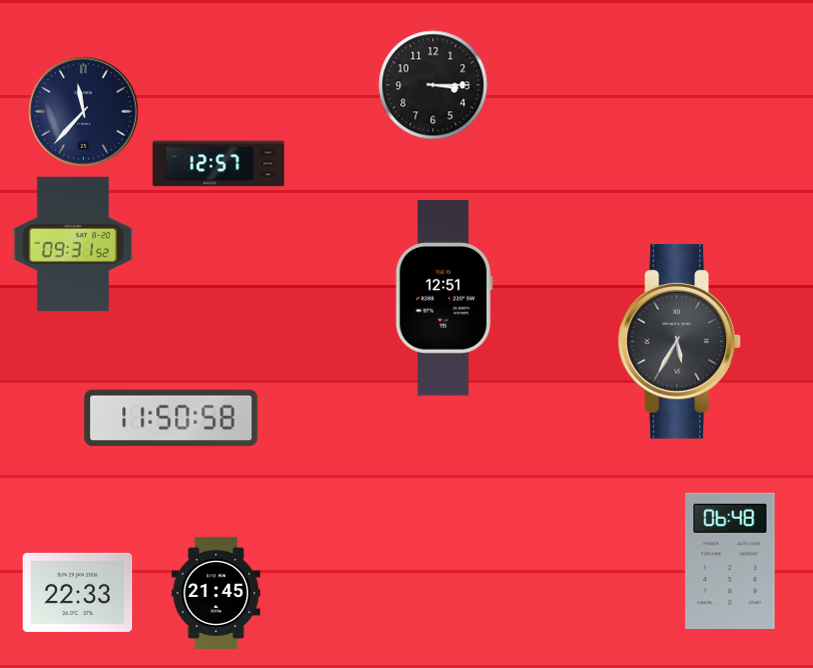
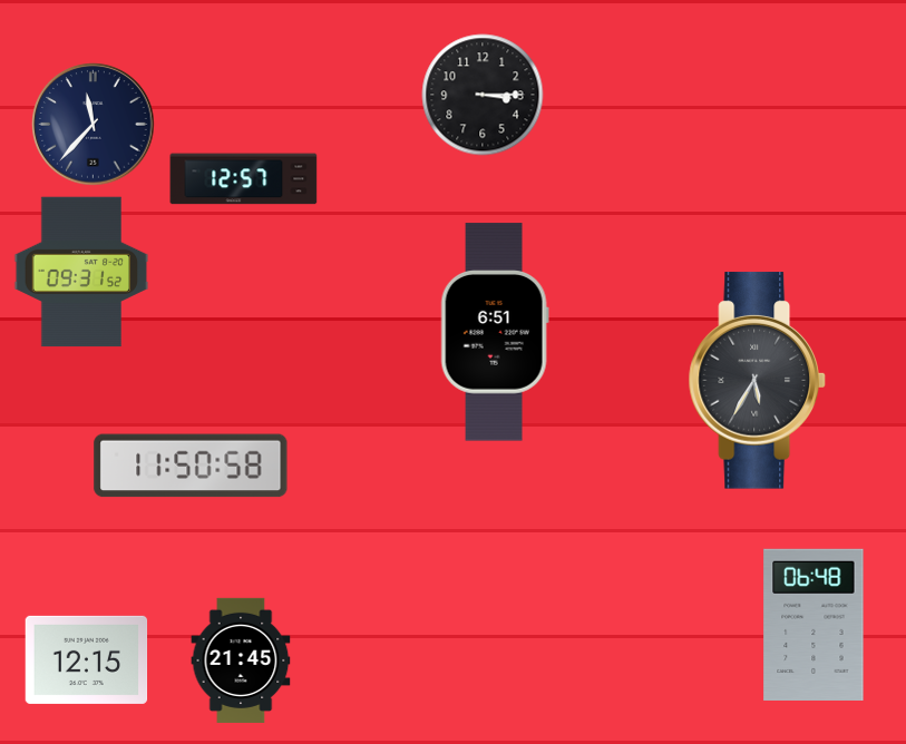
clock at (219, 164) position: (219, 164) -> (244, 179)
clock at (444, 298): 12:51 -> 6:51
clock at (78, 592): 22:33 -> 12:15
